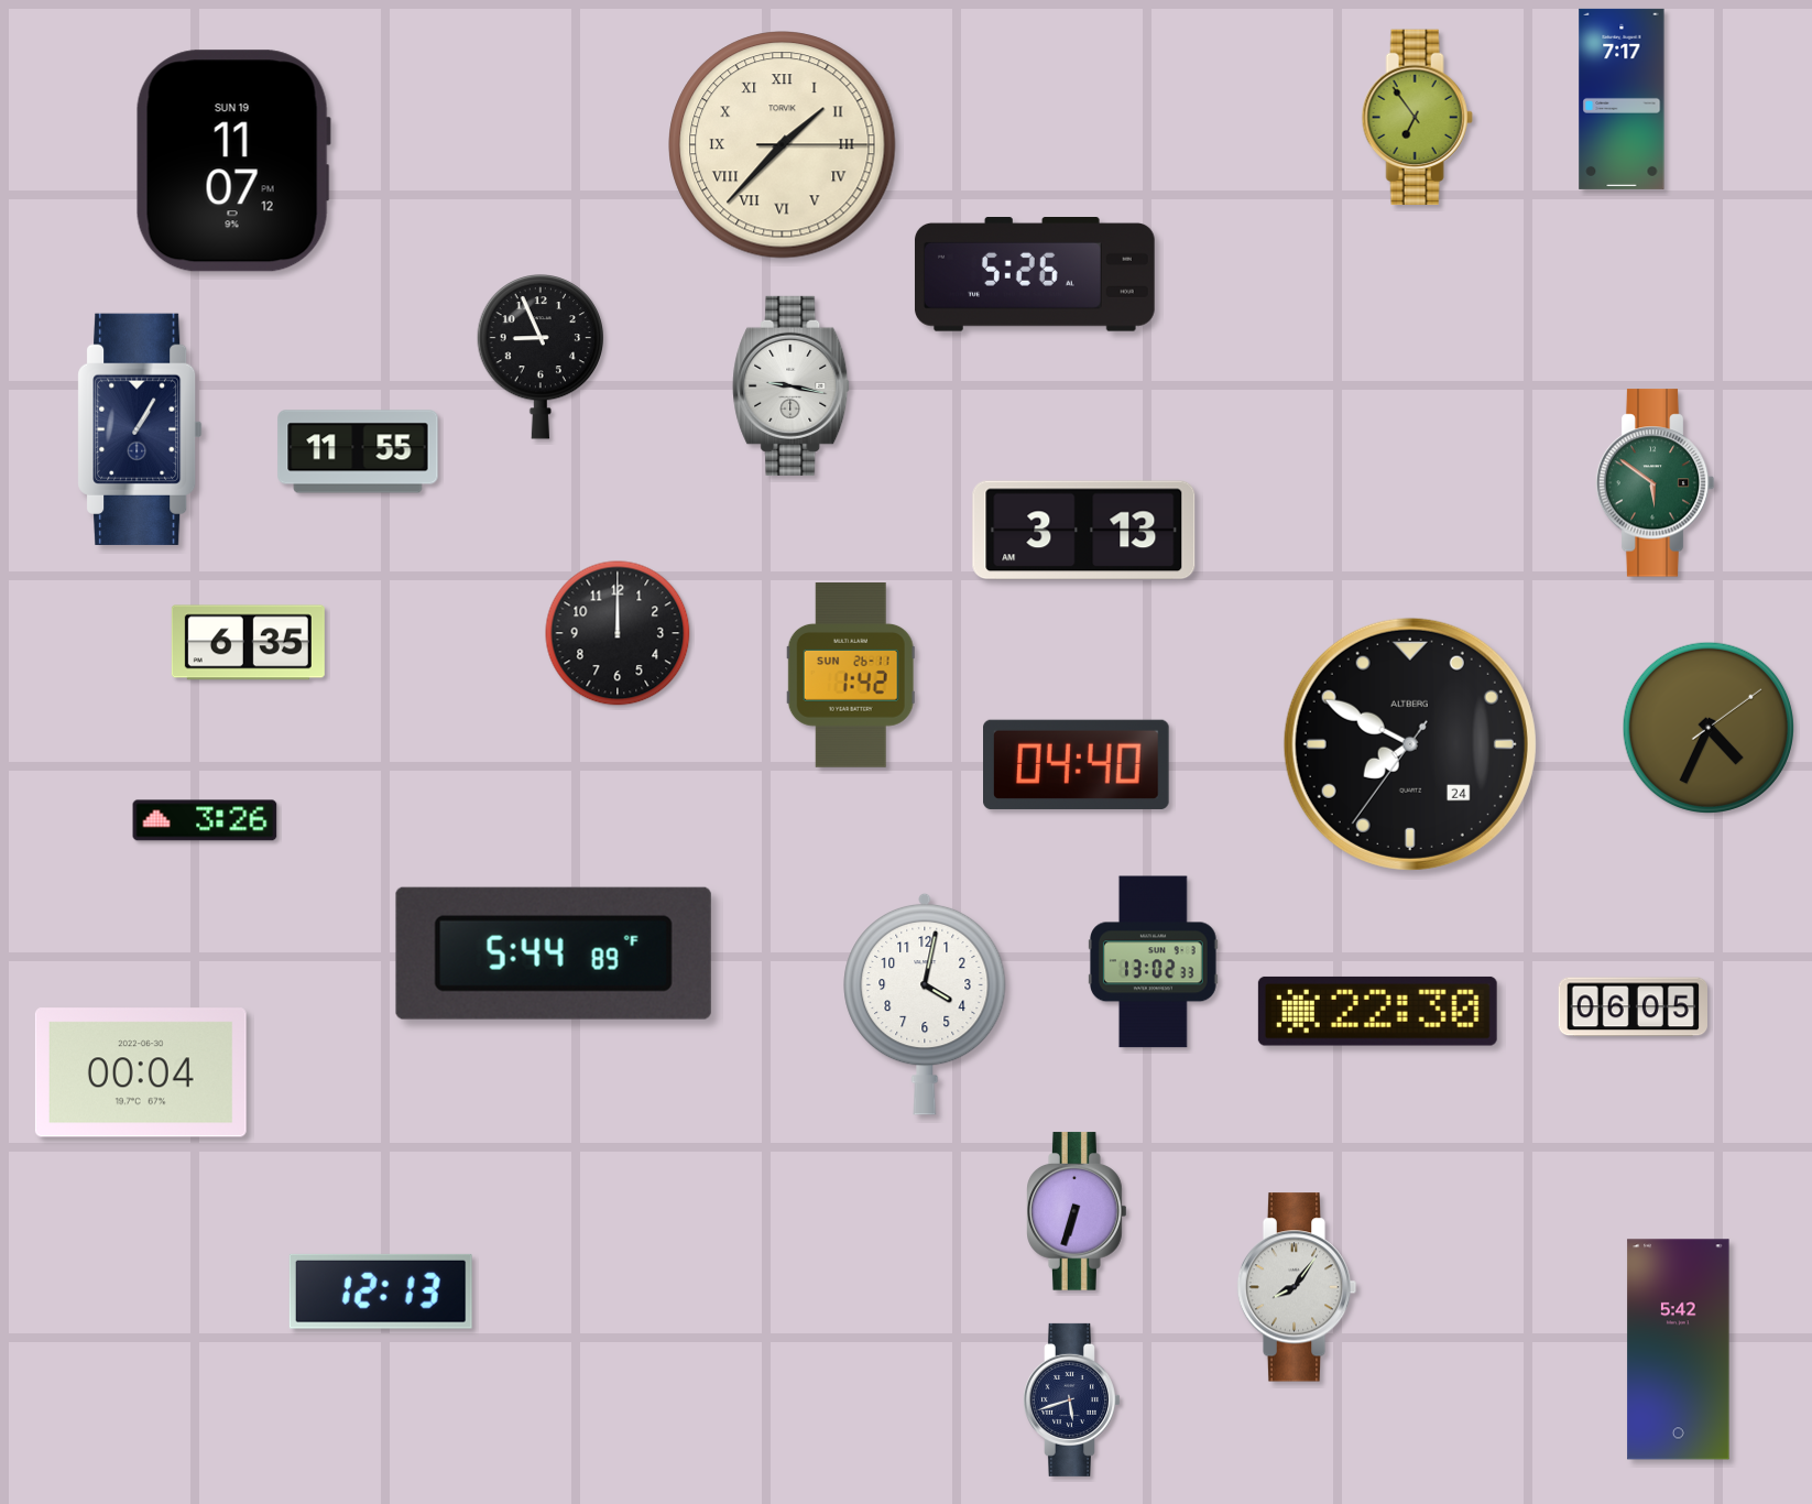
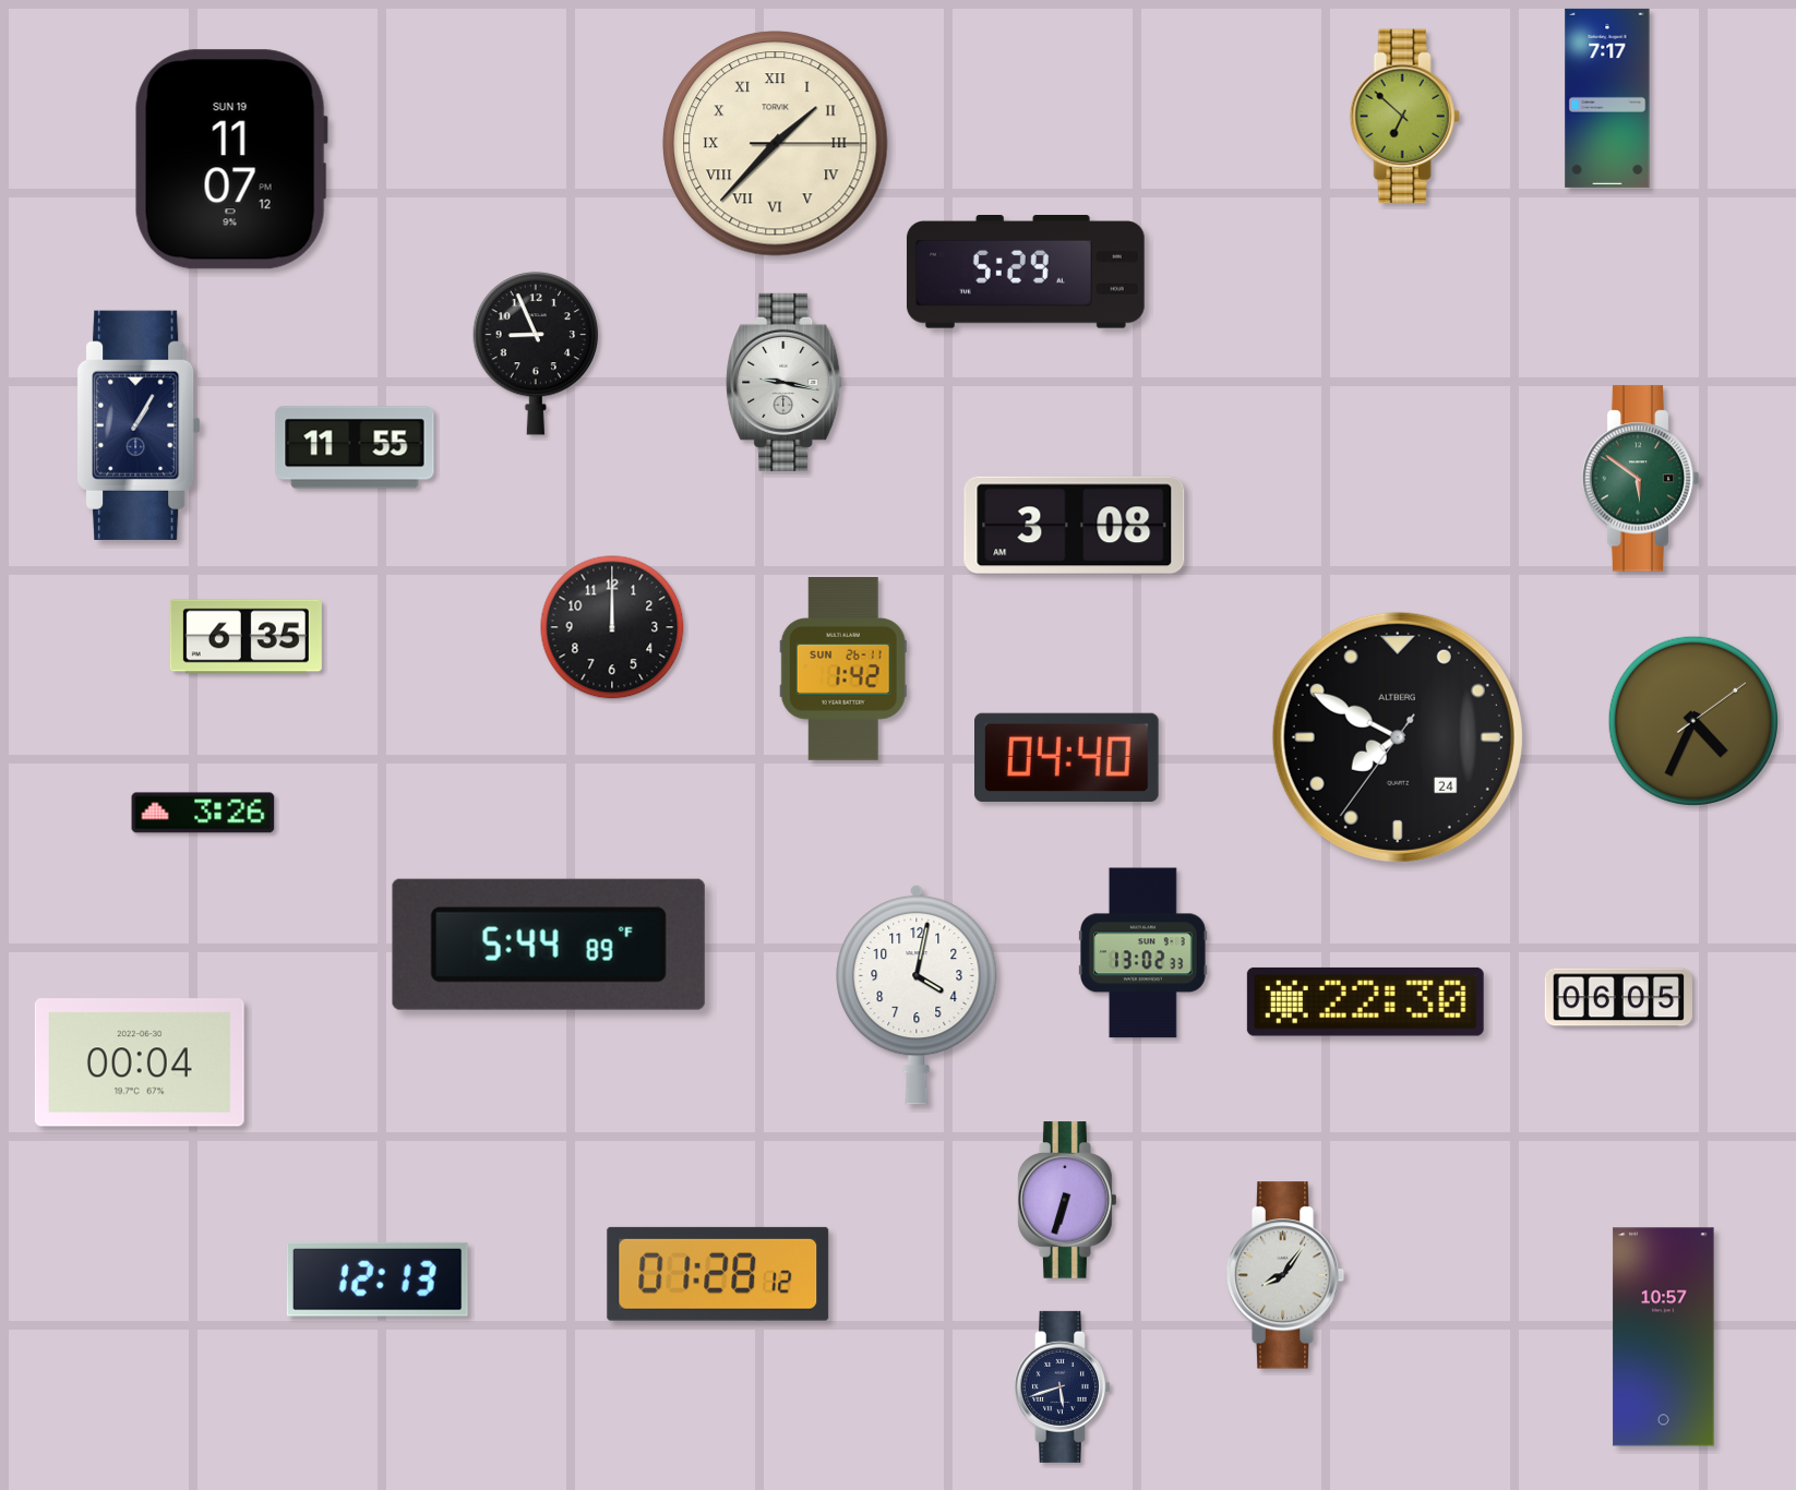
clock at (1417, 118): 6:54 -> 6:52
clock at (1035, 275): 5:26 -> 5:29
clock at (1084, 531): 3:13 -> 3:08
clock at (718, 1274): none -> 01:28
clock at (1679, 1350): 5:42 -> 10:57
